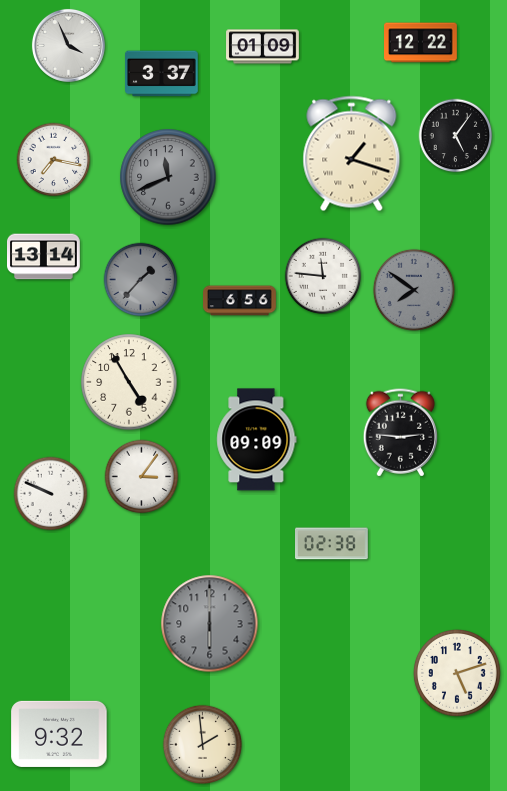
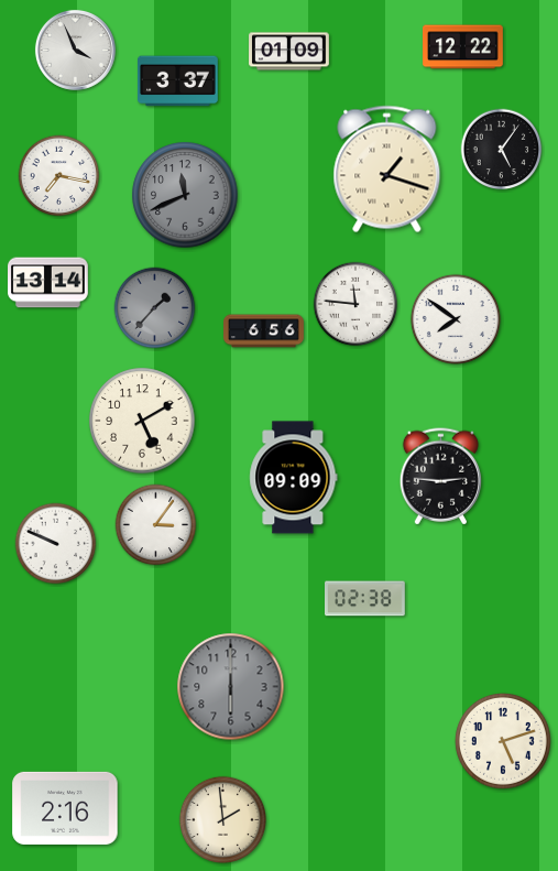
clock at (414, 290) dial: grey -> white
clock at (129, 382): 4:55 -> 5:10
clock at (257, 440) position: (257, 440) -> (294, 478)
clock at (59, 734): 9:32 -> 2:16
